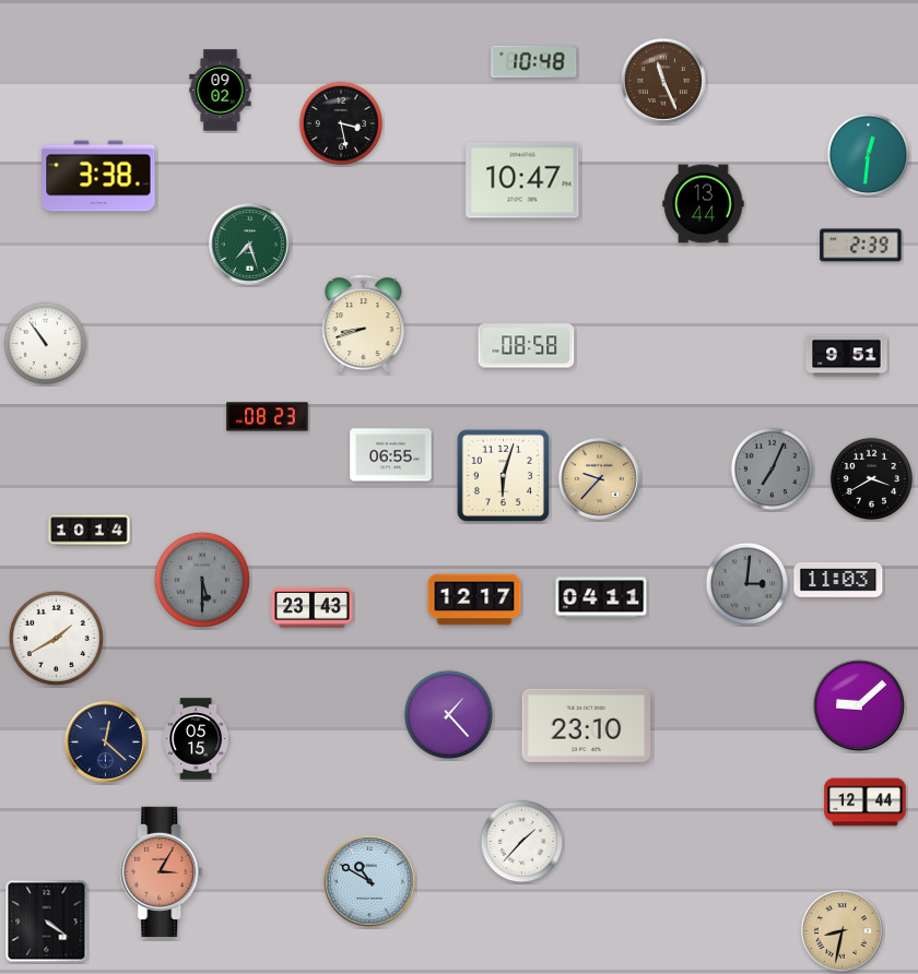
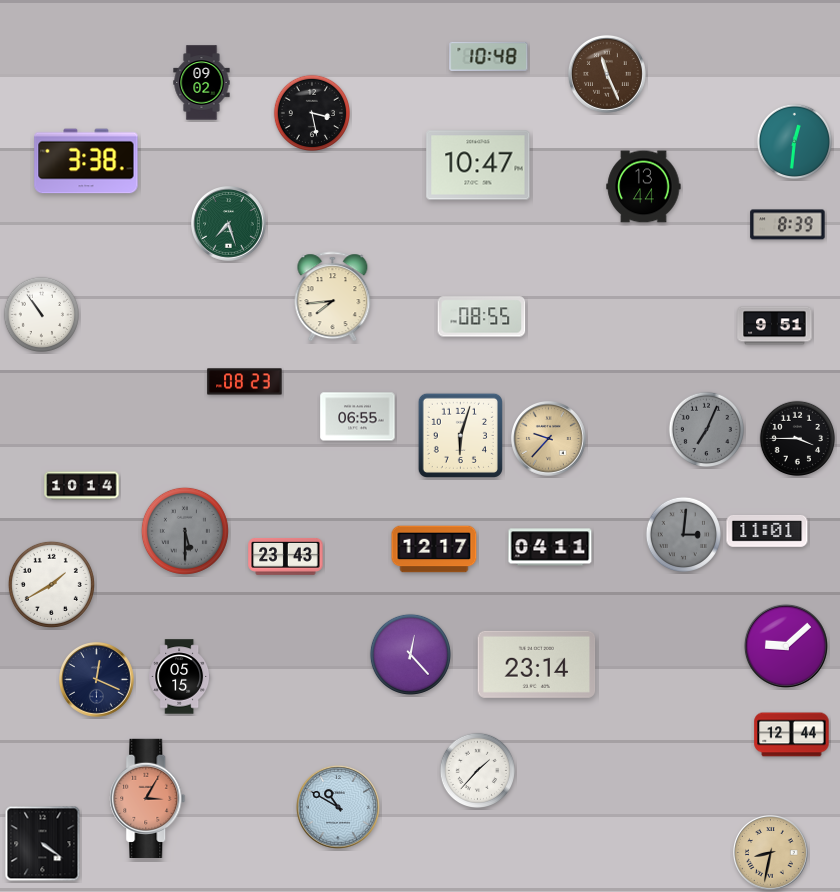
clock at (98, 176) position: (98, 176) -> (86, 161)
clock at (861, 246): 2:39 -> 8:39
clock at (364, 324): 8:42 -> 7:44
clock at (527, 346): 08:58 -> 08:55
clock at (871, 478): 3:40 -> 3:45
clock at (838, 581): 11:03 -> 11:01
clock at (448, 714): 1:23 -> 12:23
clock at (587, 725): 23:10 -> 23:14
clock at (106, 743): 12:22 -> 12:19
